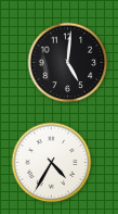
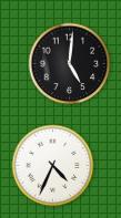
clock at (52, 163): 4:35 -> 4:34
